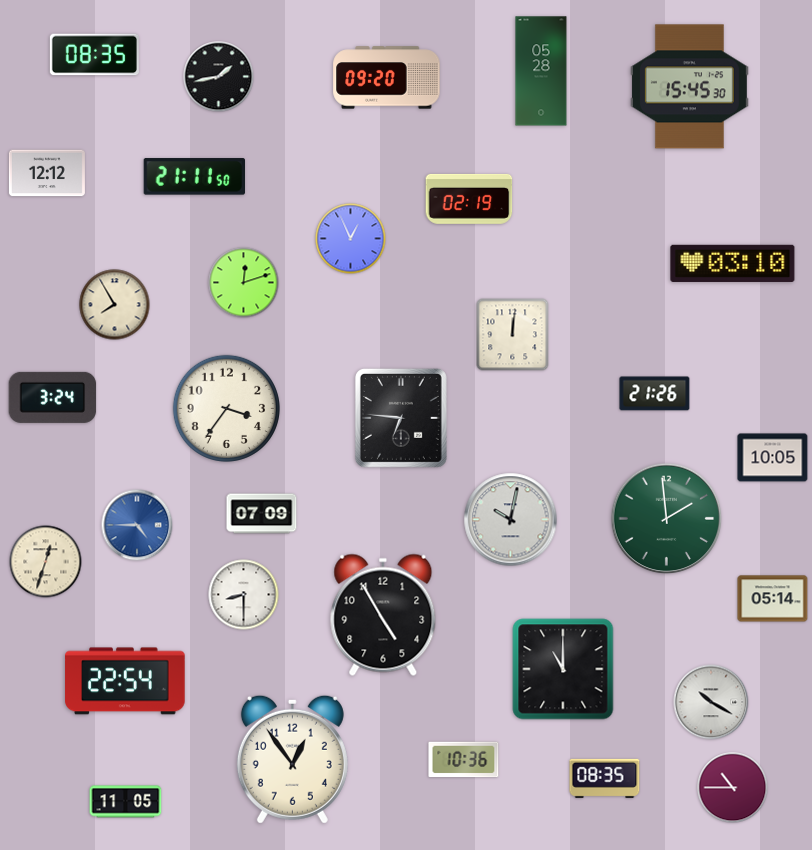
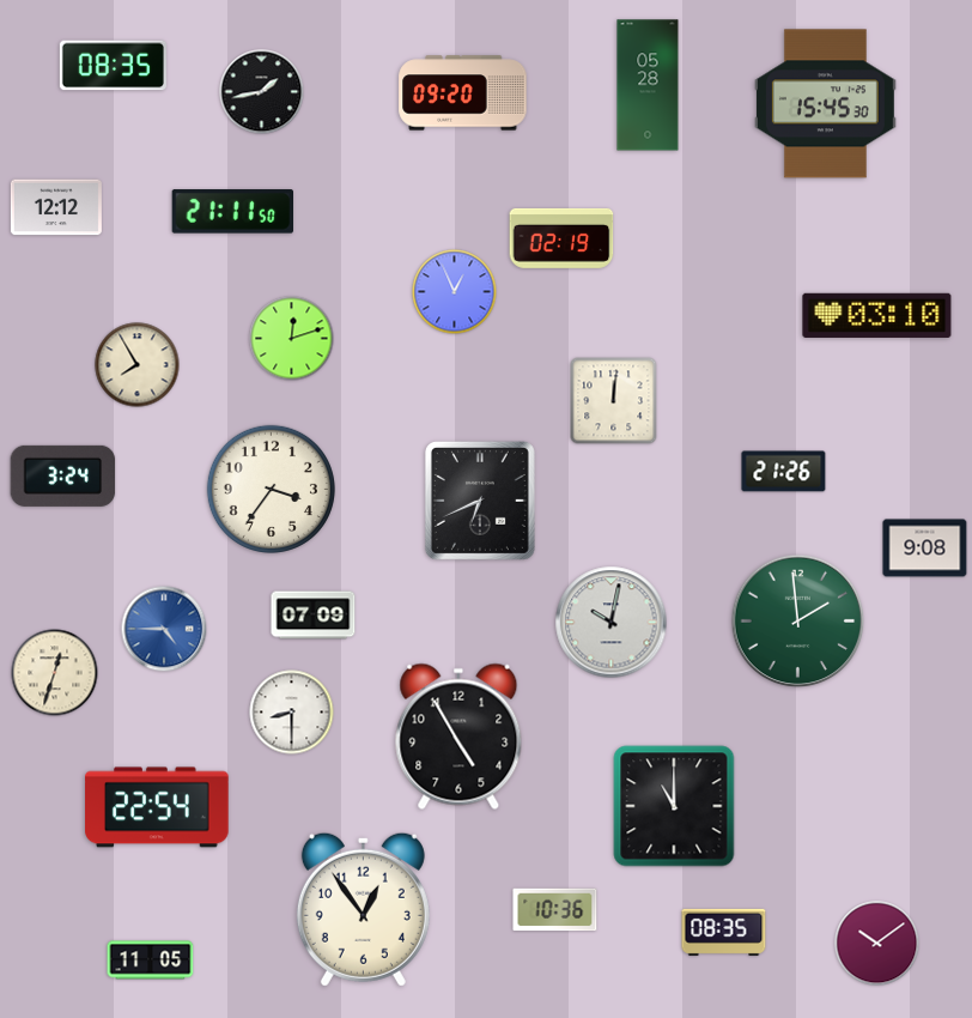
clock at (351, 239) position: (351, 239) -> (455, 292)
clock at (401, 418): 6:46 -> 6:41
clock at (773, 458): 10:05 -> 9:08
clock at (773, 599): 05:14 -> none
clock at (563, 669) position: (563, 669) -> (674, 806)
clock at (125, 681) position: (125, 681) -> (157, 807)
clock at (711, 702): 10:20 -> none
clock at (292, 759) position: (292, 759) -> (363, 909)
clock at (733, 788): 10:45 -> 10:09
